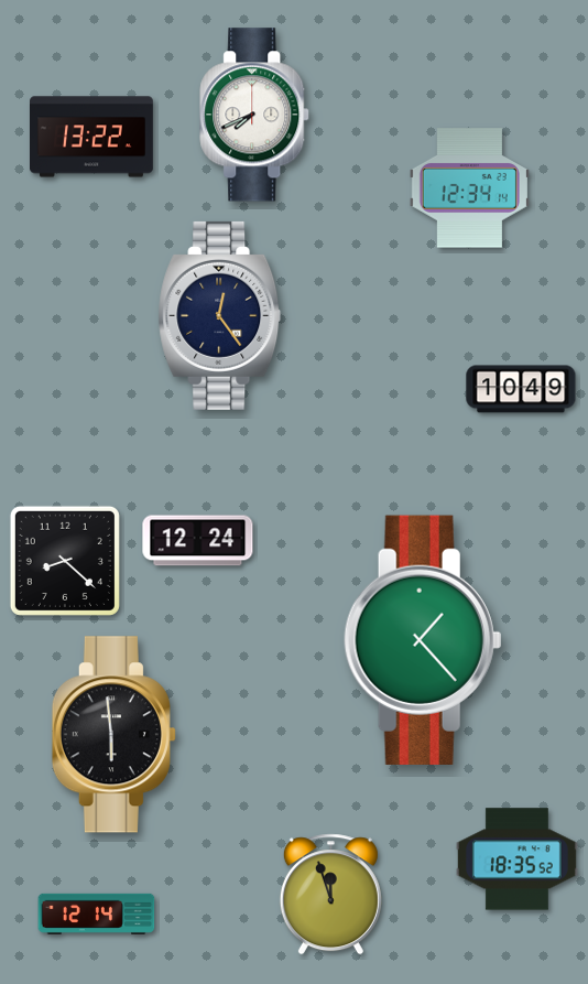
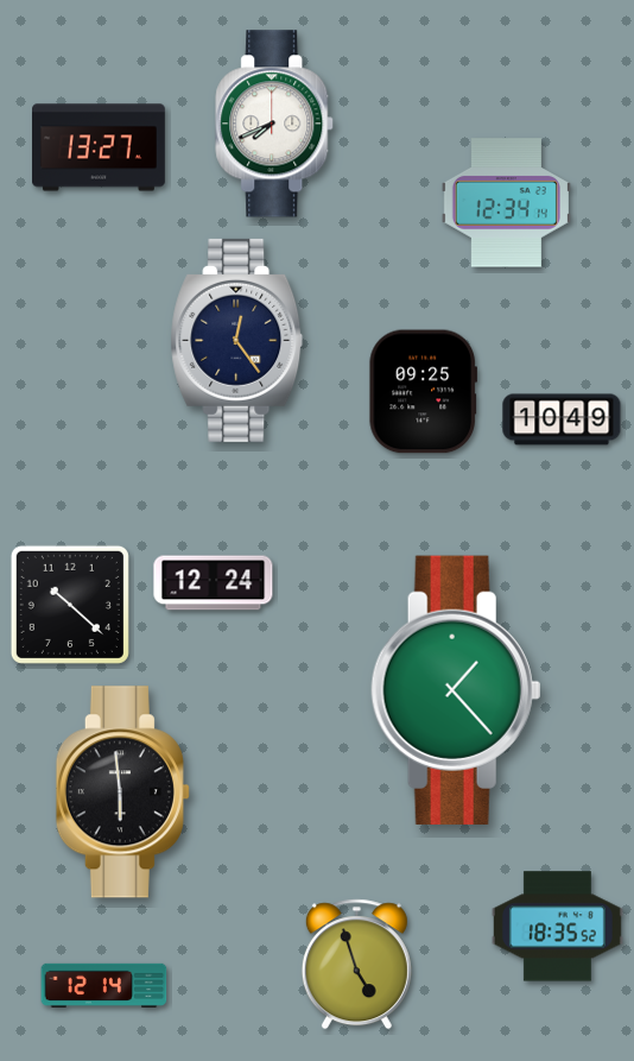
clock at (92, 137): 13:22 -> 13:27
clock at (423, 392): none -> 09:25
clock at (65, 561): 8:22 -> 10:22
clock at (330, 895): 11:57 -> 4:57
